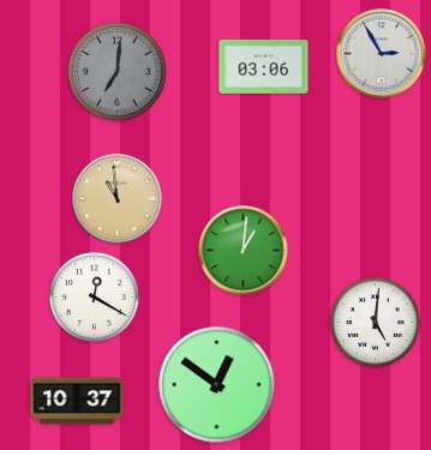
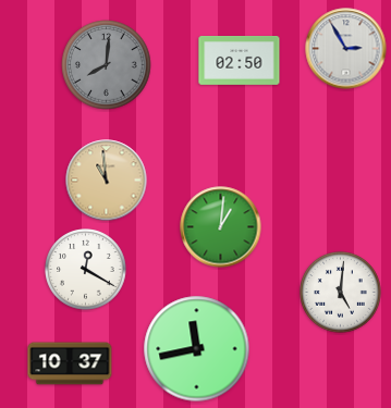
clock at (264, 67): 03:06 -> 02:50
clock at (118, 72): 7:01 -> 8:01
clock at (217, 385): 12:51 -> 11:43
